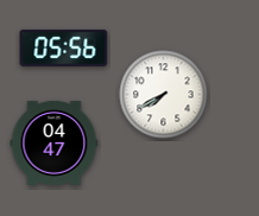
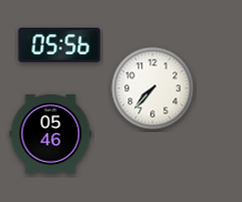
clock at (164, 95): 7:40 -> 7:37
clock at (55, 142): 04:47 -> 05:46
